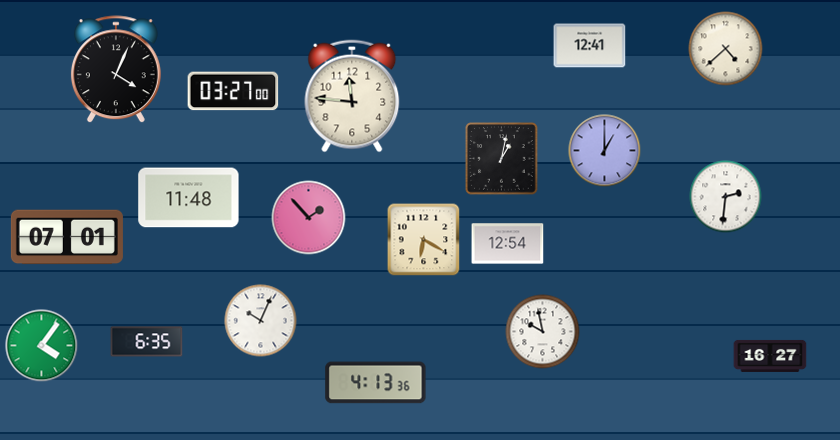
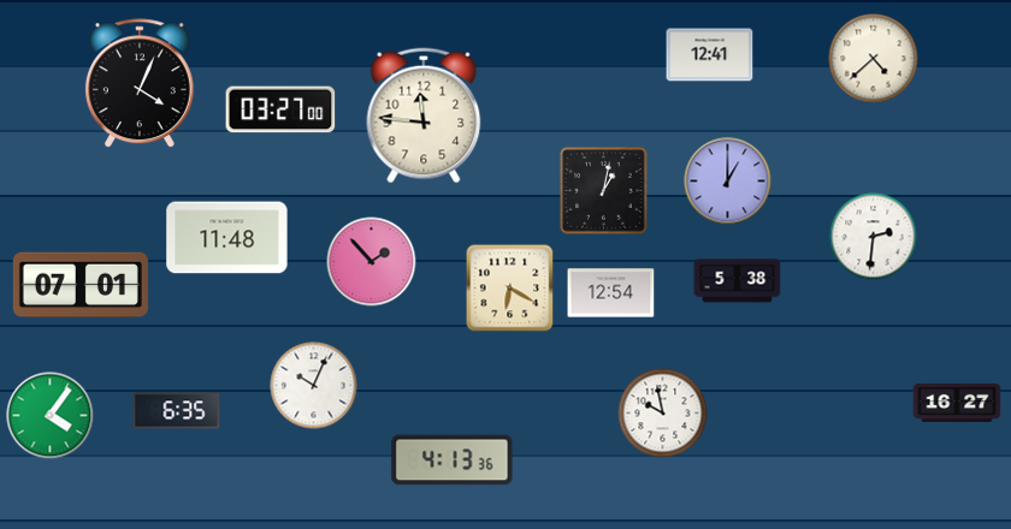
clock at (738, 281): none -> 5:38
clock at (543, 332) position: (543, 332) -> (663, 414)
clock at (770, 356) position: (770, 356) -> (957, 403)
